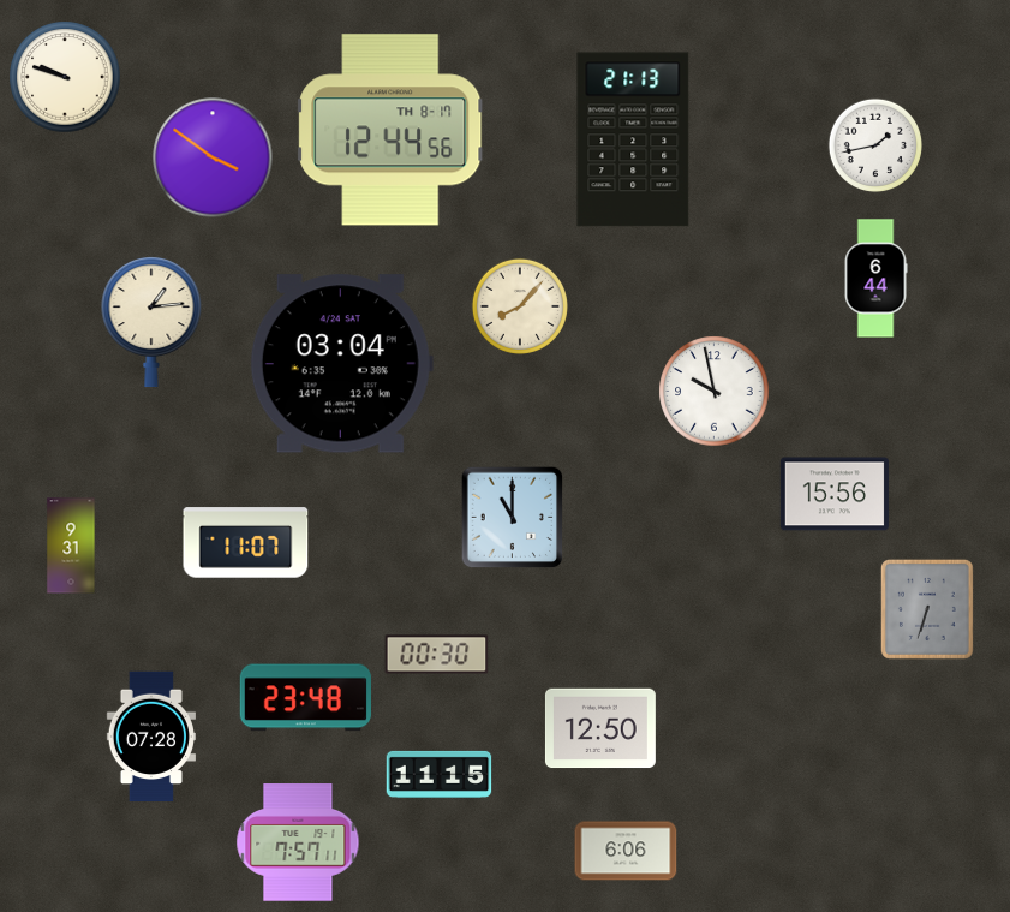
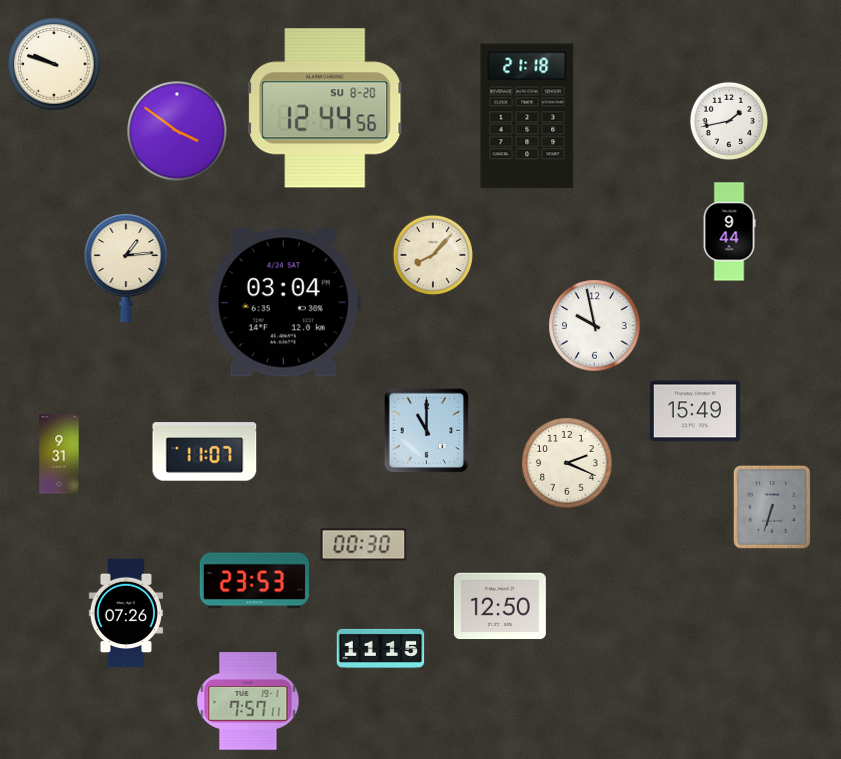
clock at (392, 130) date: TH 8-17 -> SU 8-20
clock at (633, 139): 21:13 -> 21:18
clock at (875, 279): 6:44 -> 9:44
clock at (835, 494): 15:56 -> 15:49
clock at (567, 463): none -> 2:19
clock at (305, 698): 23:48 -> 23:53
clock at (151, 737): 07:28 -> 07:26
clock at (440, 774) position: (440, 774) -> (381, 648)
clock at (626, 851): 6:06 -> none
